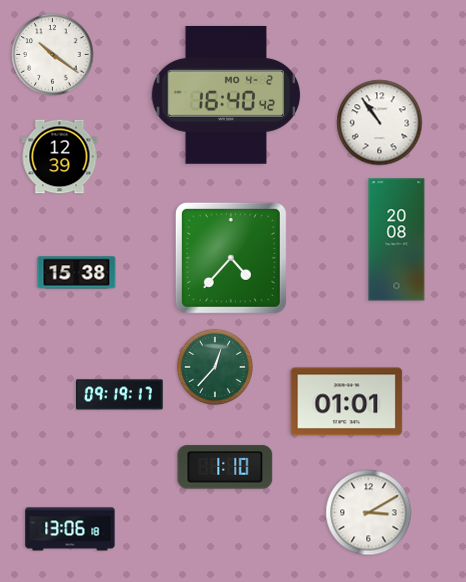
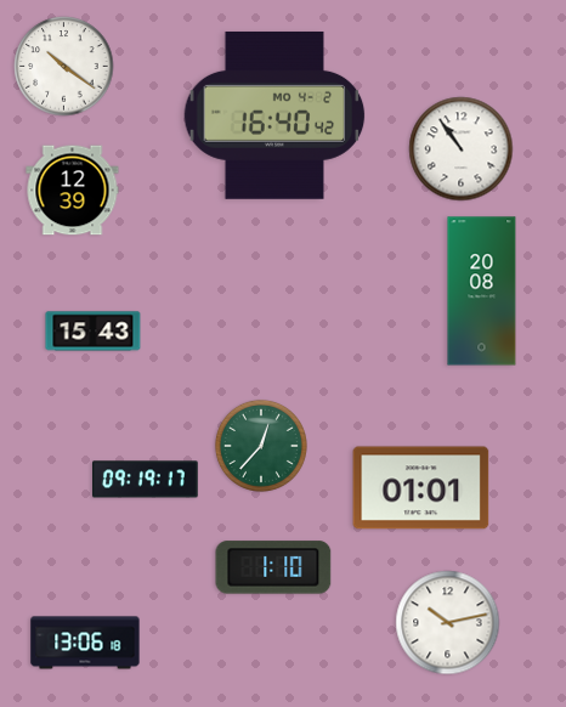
clock at (231, 258): 4:37 -> none
clock at (77, 273): 15:38 -> 15:43
clock at (369, 513): 3:10 -> 10:13
